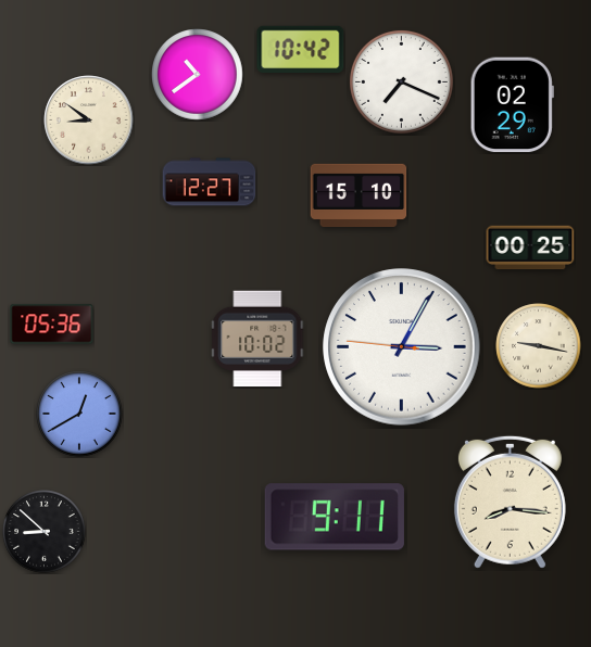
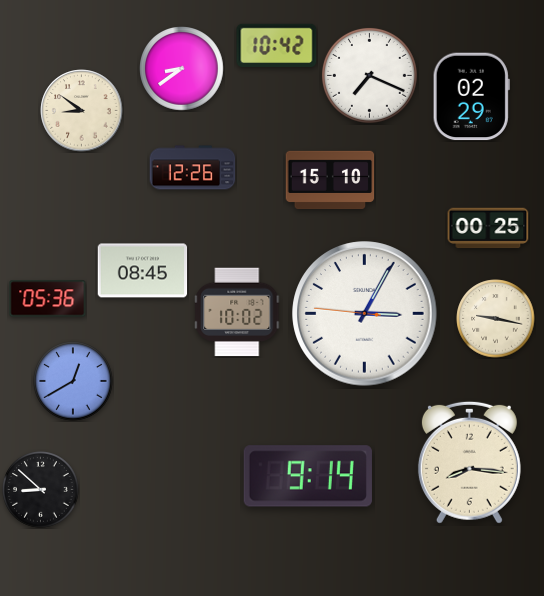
clock at (198, 75): 10:39 -> 8:39
clock at (210, 182): 12:27 -> 12:26
clock at (143, 271): none -> 08:45
clock at (402, 347) position: (402, 347) -> (365, 314)
clock at (335, 517): 9:11 -> 9:14
